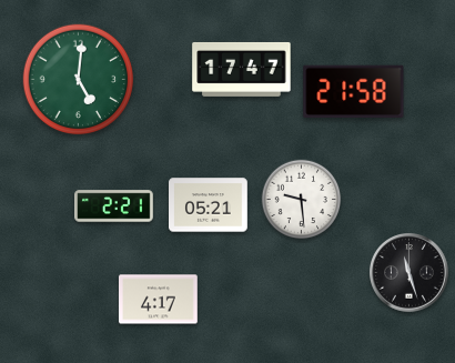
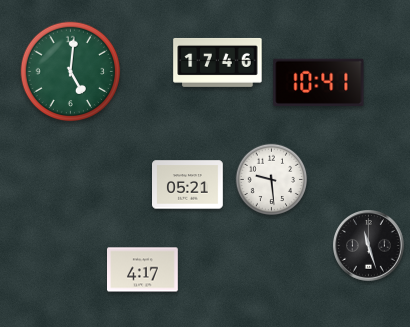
clock at (242, 69): 17:47 -> 17:46
clock at (354, 91): 21:58 -> 10:41
clock at (114, 206): 2:21 -> none
